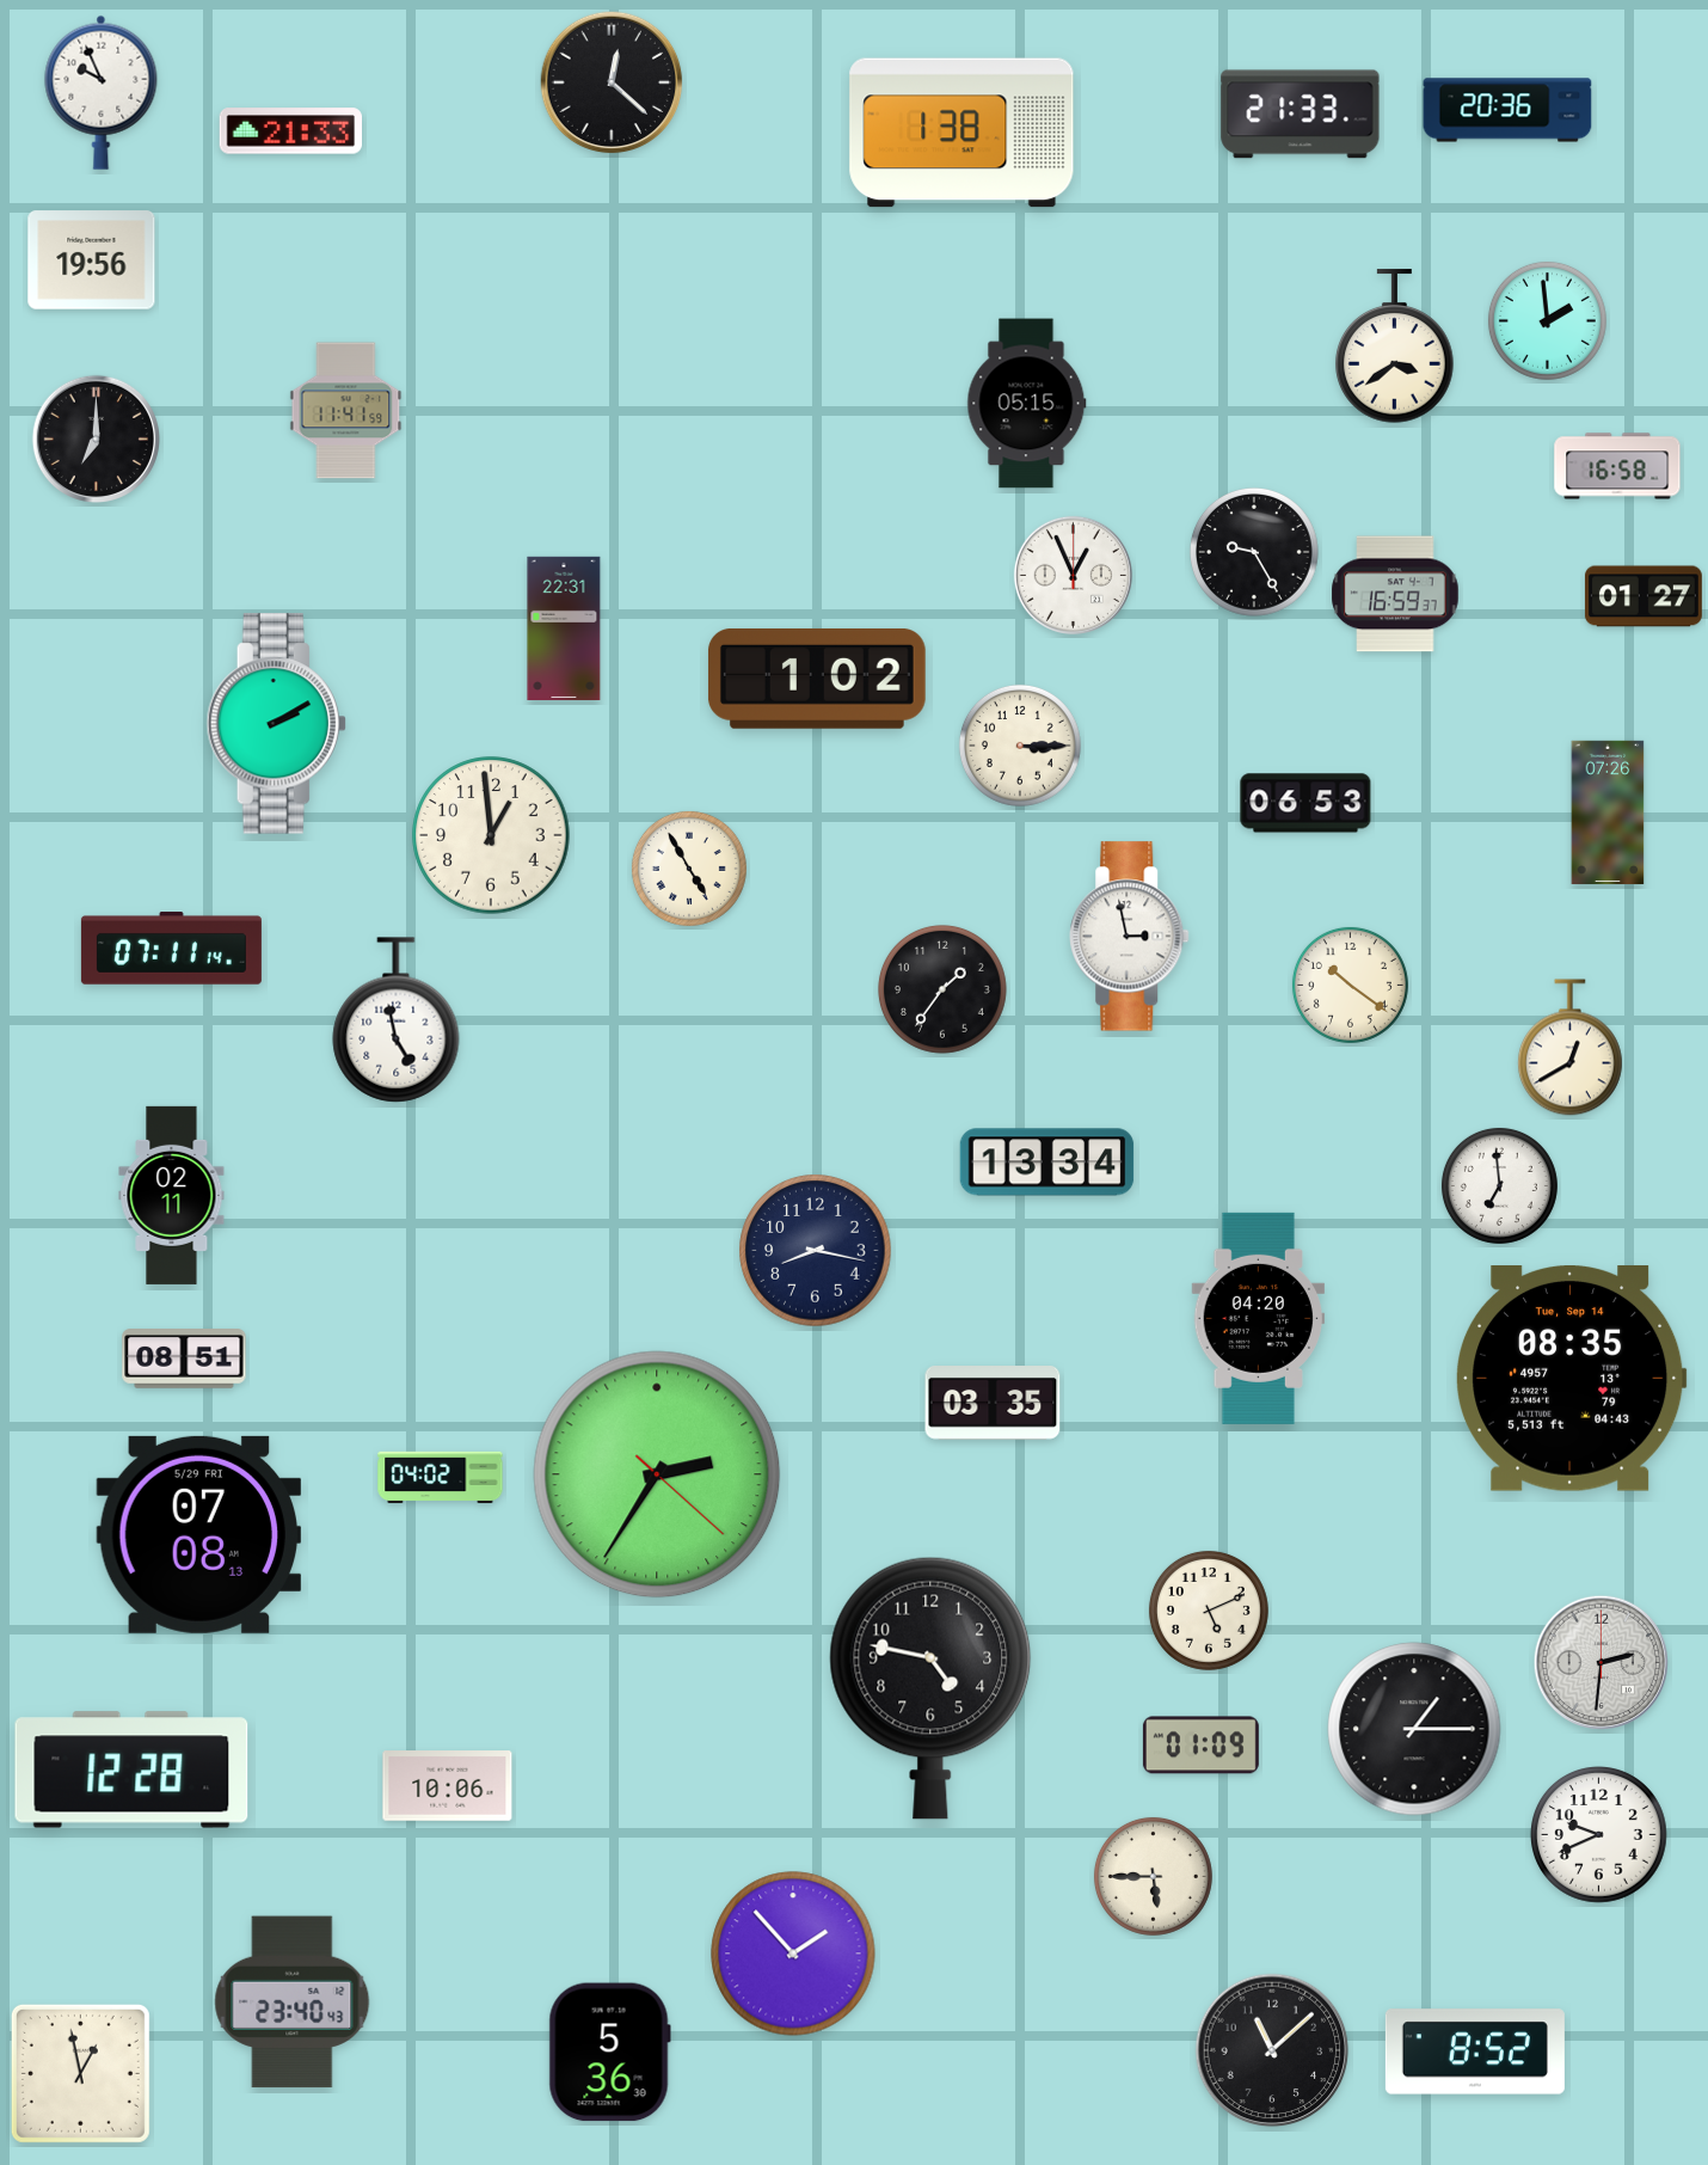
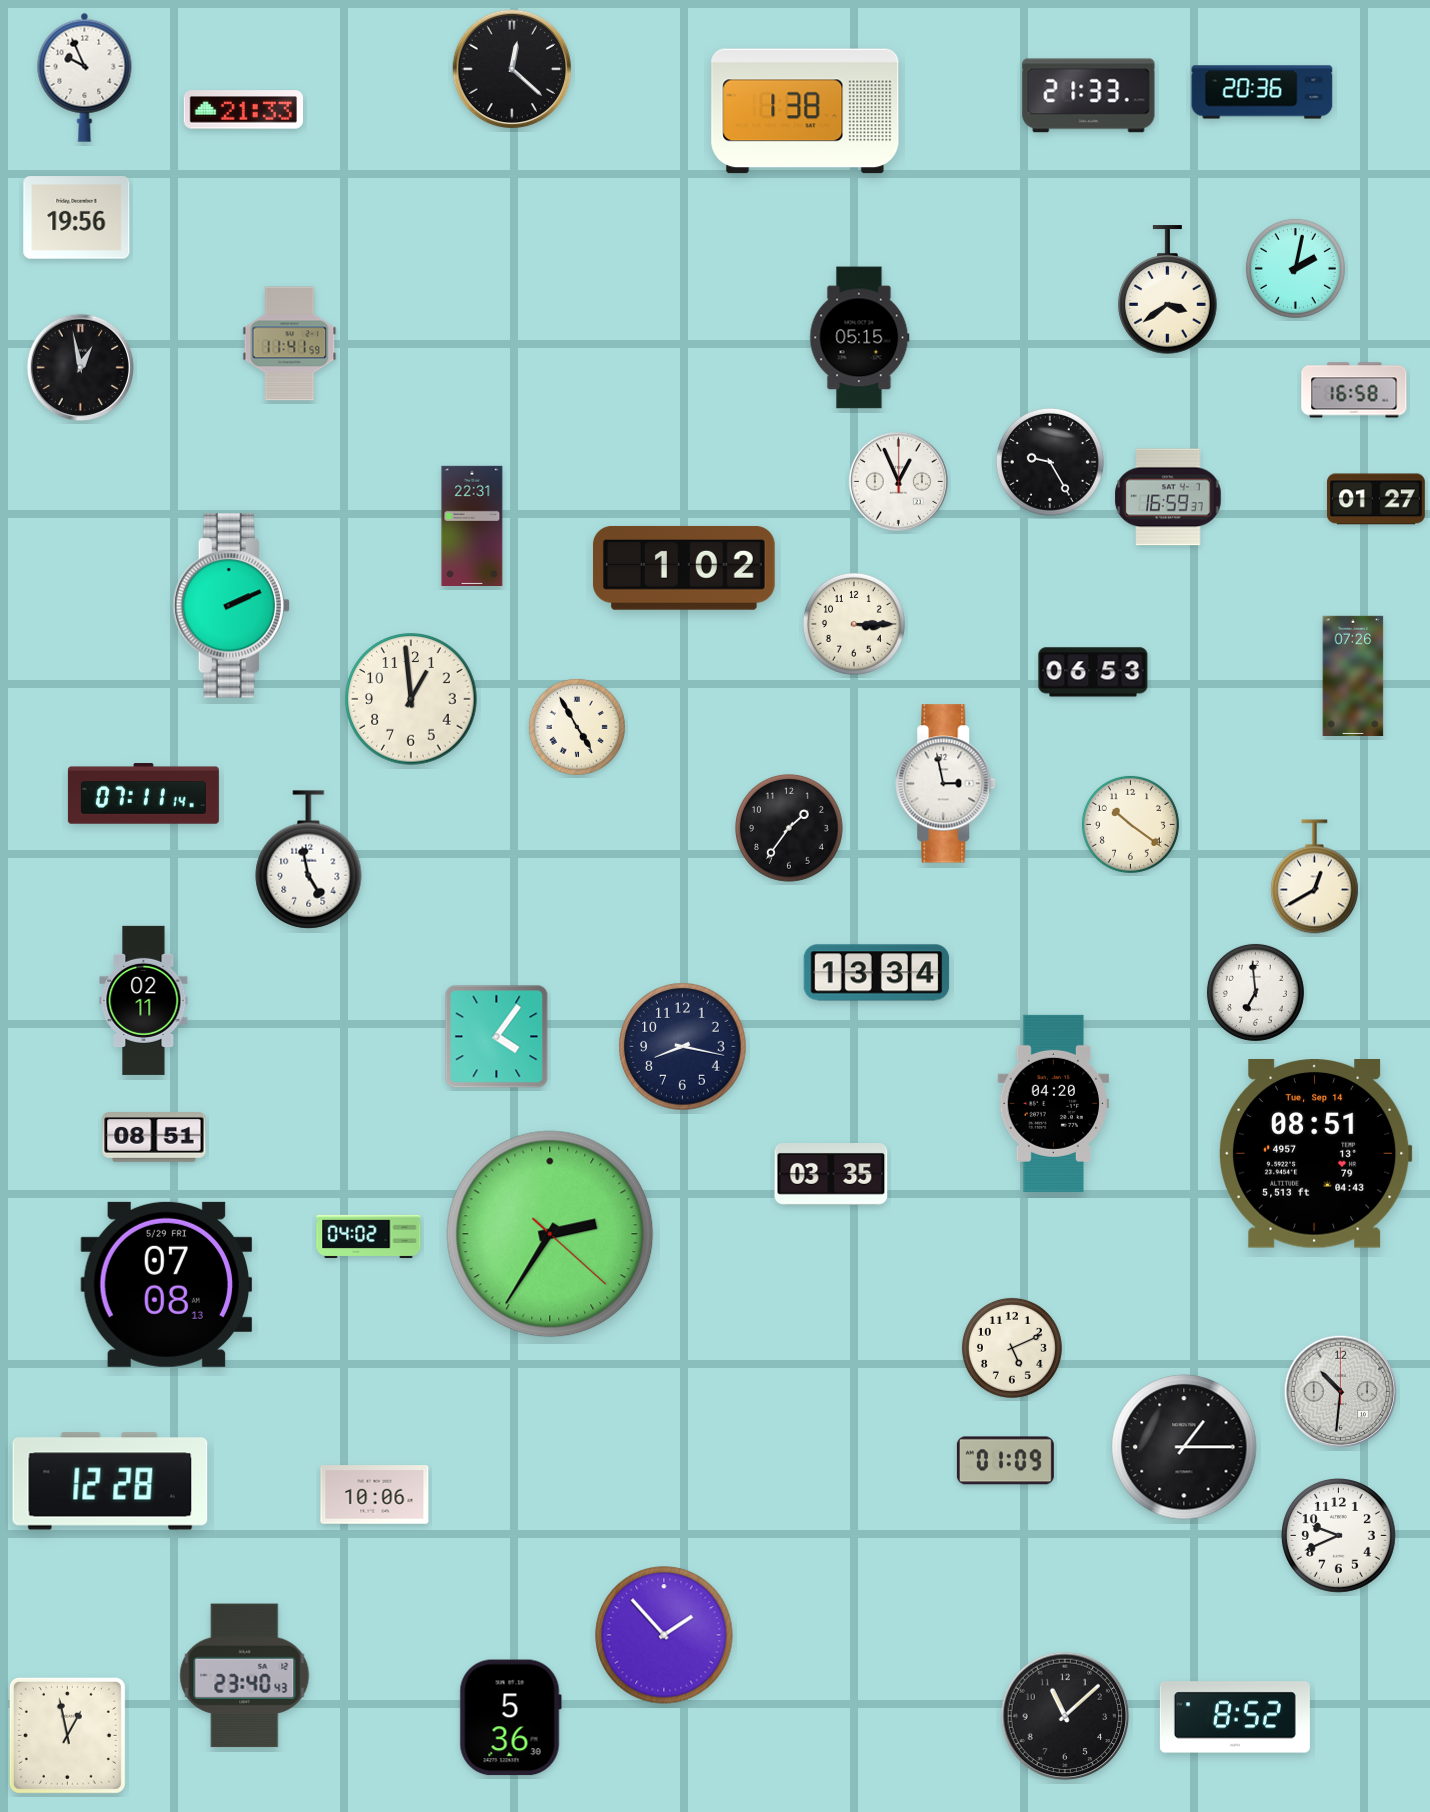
clock at (1547, 320): 1:59 -> 2:02
clock at (96, 438): 7:00 -> 12:58
clock at (276, 724): 2:10 -> 2:11
clock at (1608, 811) position: (1608, 811) -> (1353, 675)
clock at (397, 1020) position: (397, 1020) -> (309, 860)
clock at (497, 1037): none -> 4:06
clock at (1571, 1379): 08:35 -> 08:51
clock at (1602, 1663): 2:31 -> 10:31
clock at (930, 1688): 4:47 -> none
clock at (1153, 1876): 5:45 -> none
